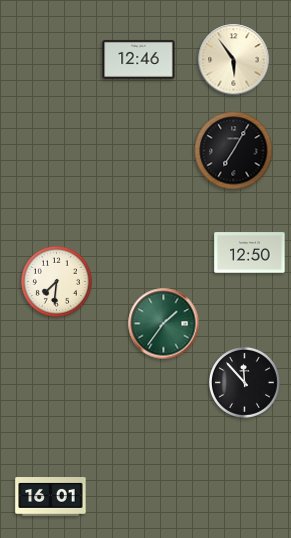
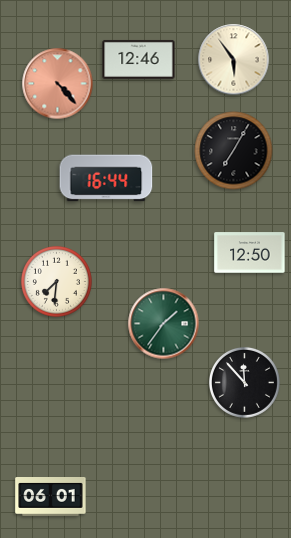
clock at (58, 84): none -> 4:23
clock at (106, 178): none -> 16:44
clock at (51, 497): 16:01 -> 06:01
